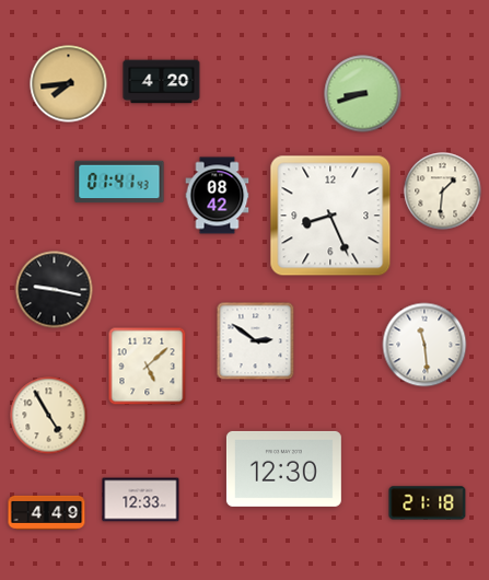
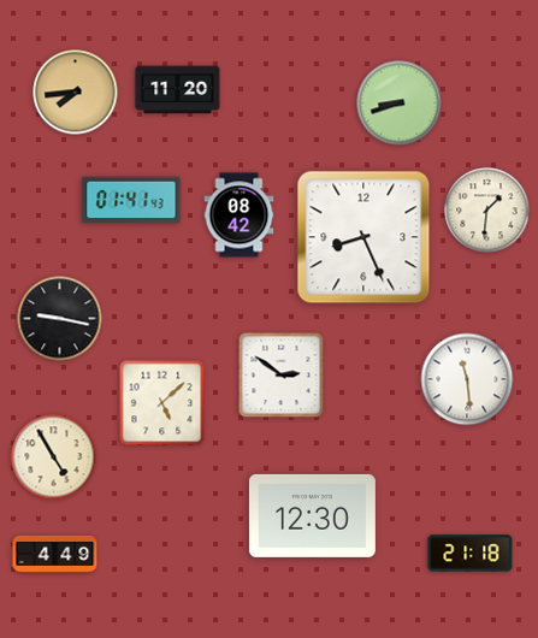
clock at (162, 82): 4:20 -> 11:20
clock at (141, 500): 12:33 -> none
clock at (47, 512) position: (47, 512) -> (55, 554)
